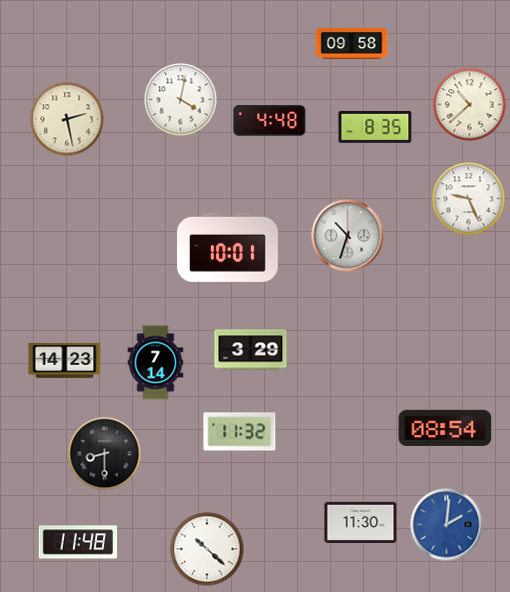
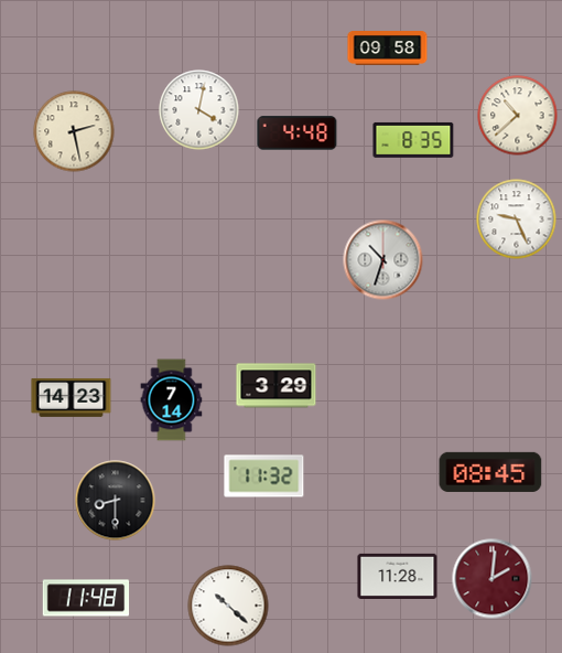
clock at (228, 247): 10:01 -> none
clock at (445, 428): 08:54 -> 08:45
clock at (361, 522): 11:30 -> 11:28
clock at (447, 525) dial: blue -> burgundy
